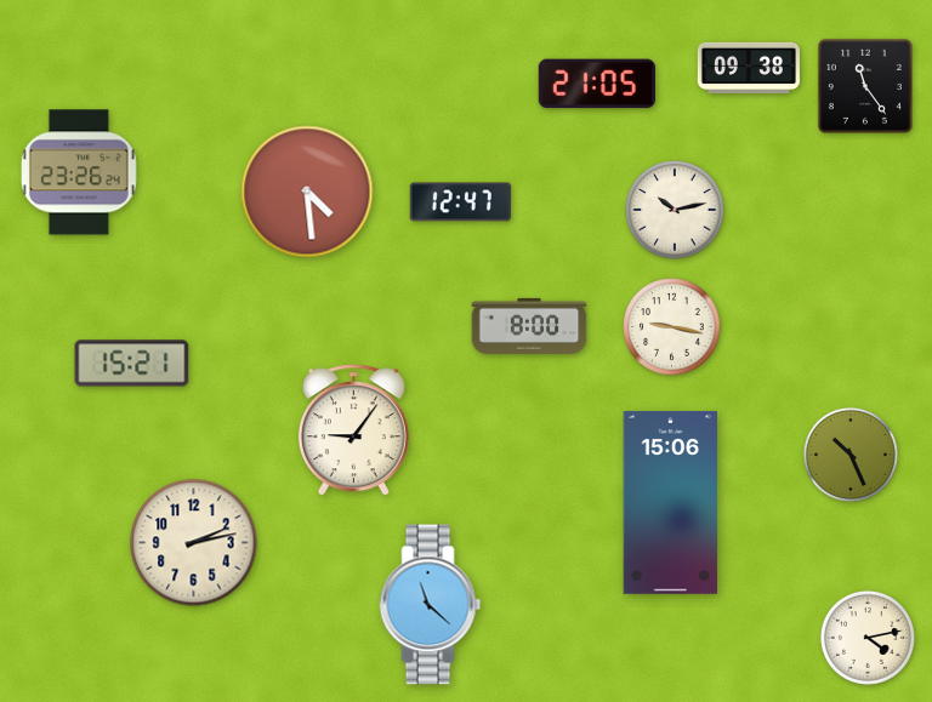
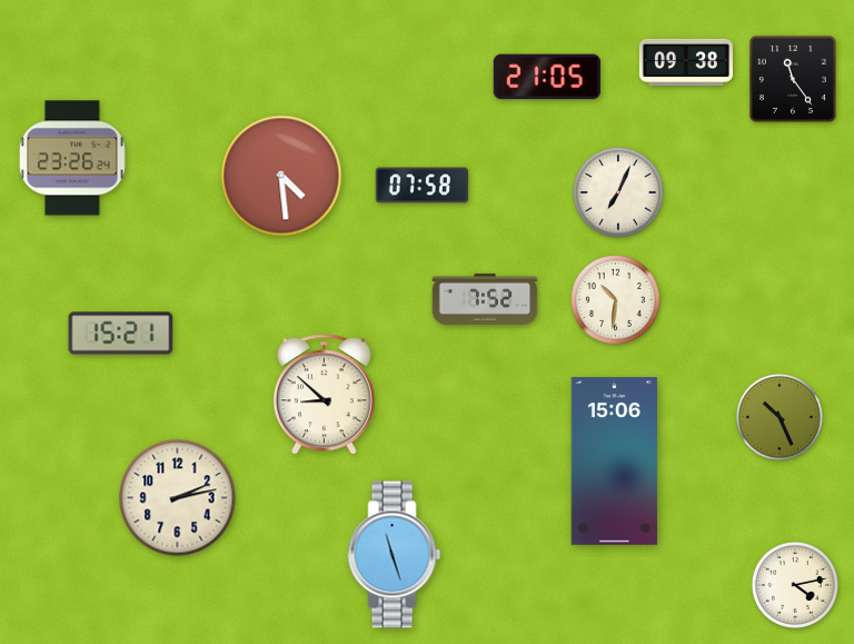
clock at (460, 202): 12:47 -> 07:58
clock at (675, 210): 10:13 -> 7:04
clock at (529, 326): 8:00 -> 7:52
clock at (672, 327): 9:17 -> 10:31
clock at (353, 430): 9:06 -> 8:52
clock at (431, 605): 11:22 -> 11:27
